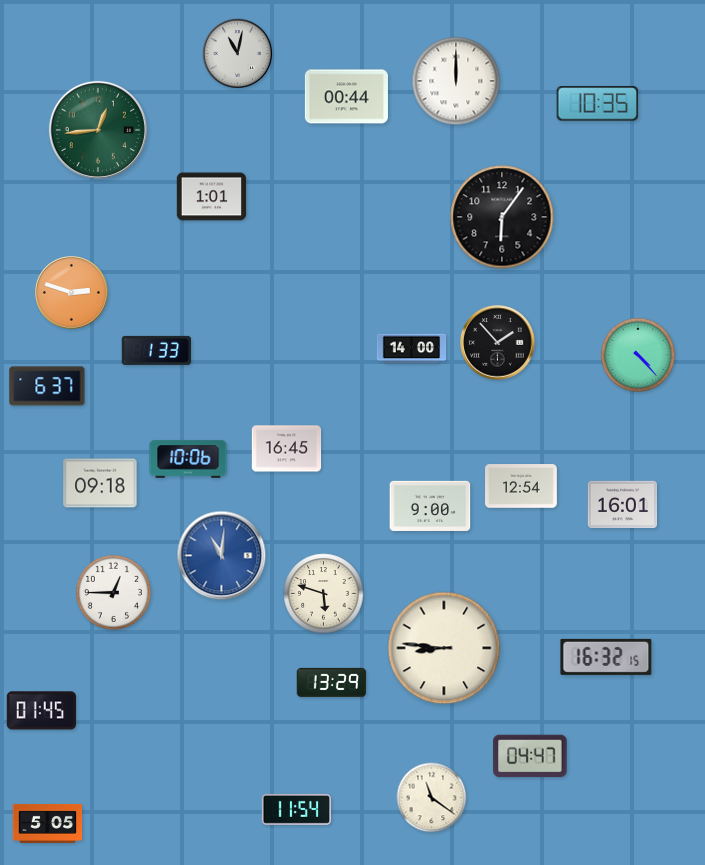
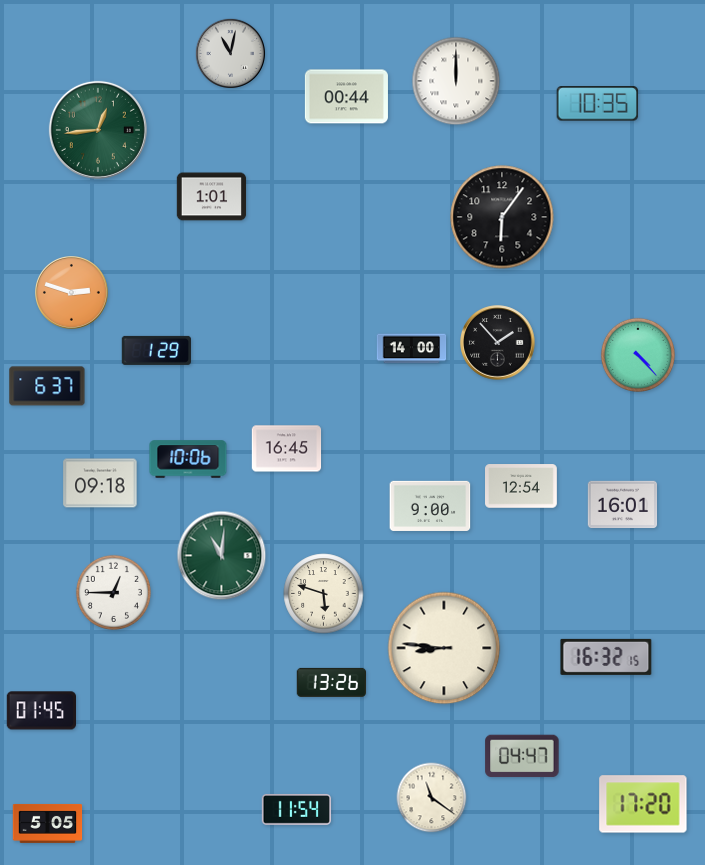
clock at (237, 53) position: (237, 53) -> (230, 53)
clock at (156, 350): 1:33 -> 1:29
clock at (222, 556) dial: blue -> green
clock at (332, 682): 13:29 -> 13:26
clock at (530, 756) position: (530, 756) -> (522, 756)
clock at (643, 804): none -> 17:20
